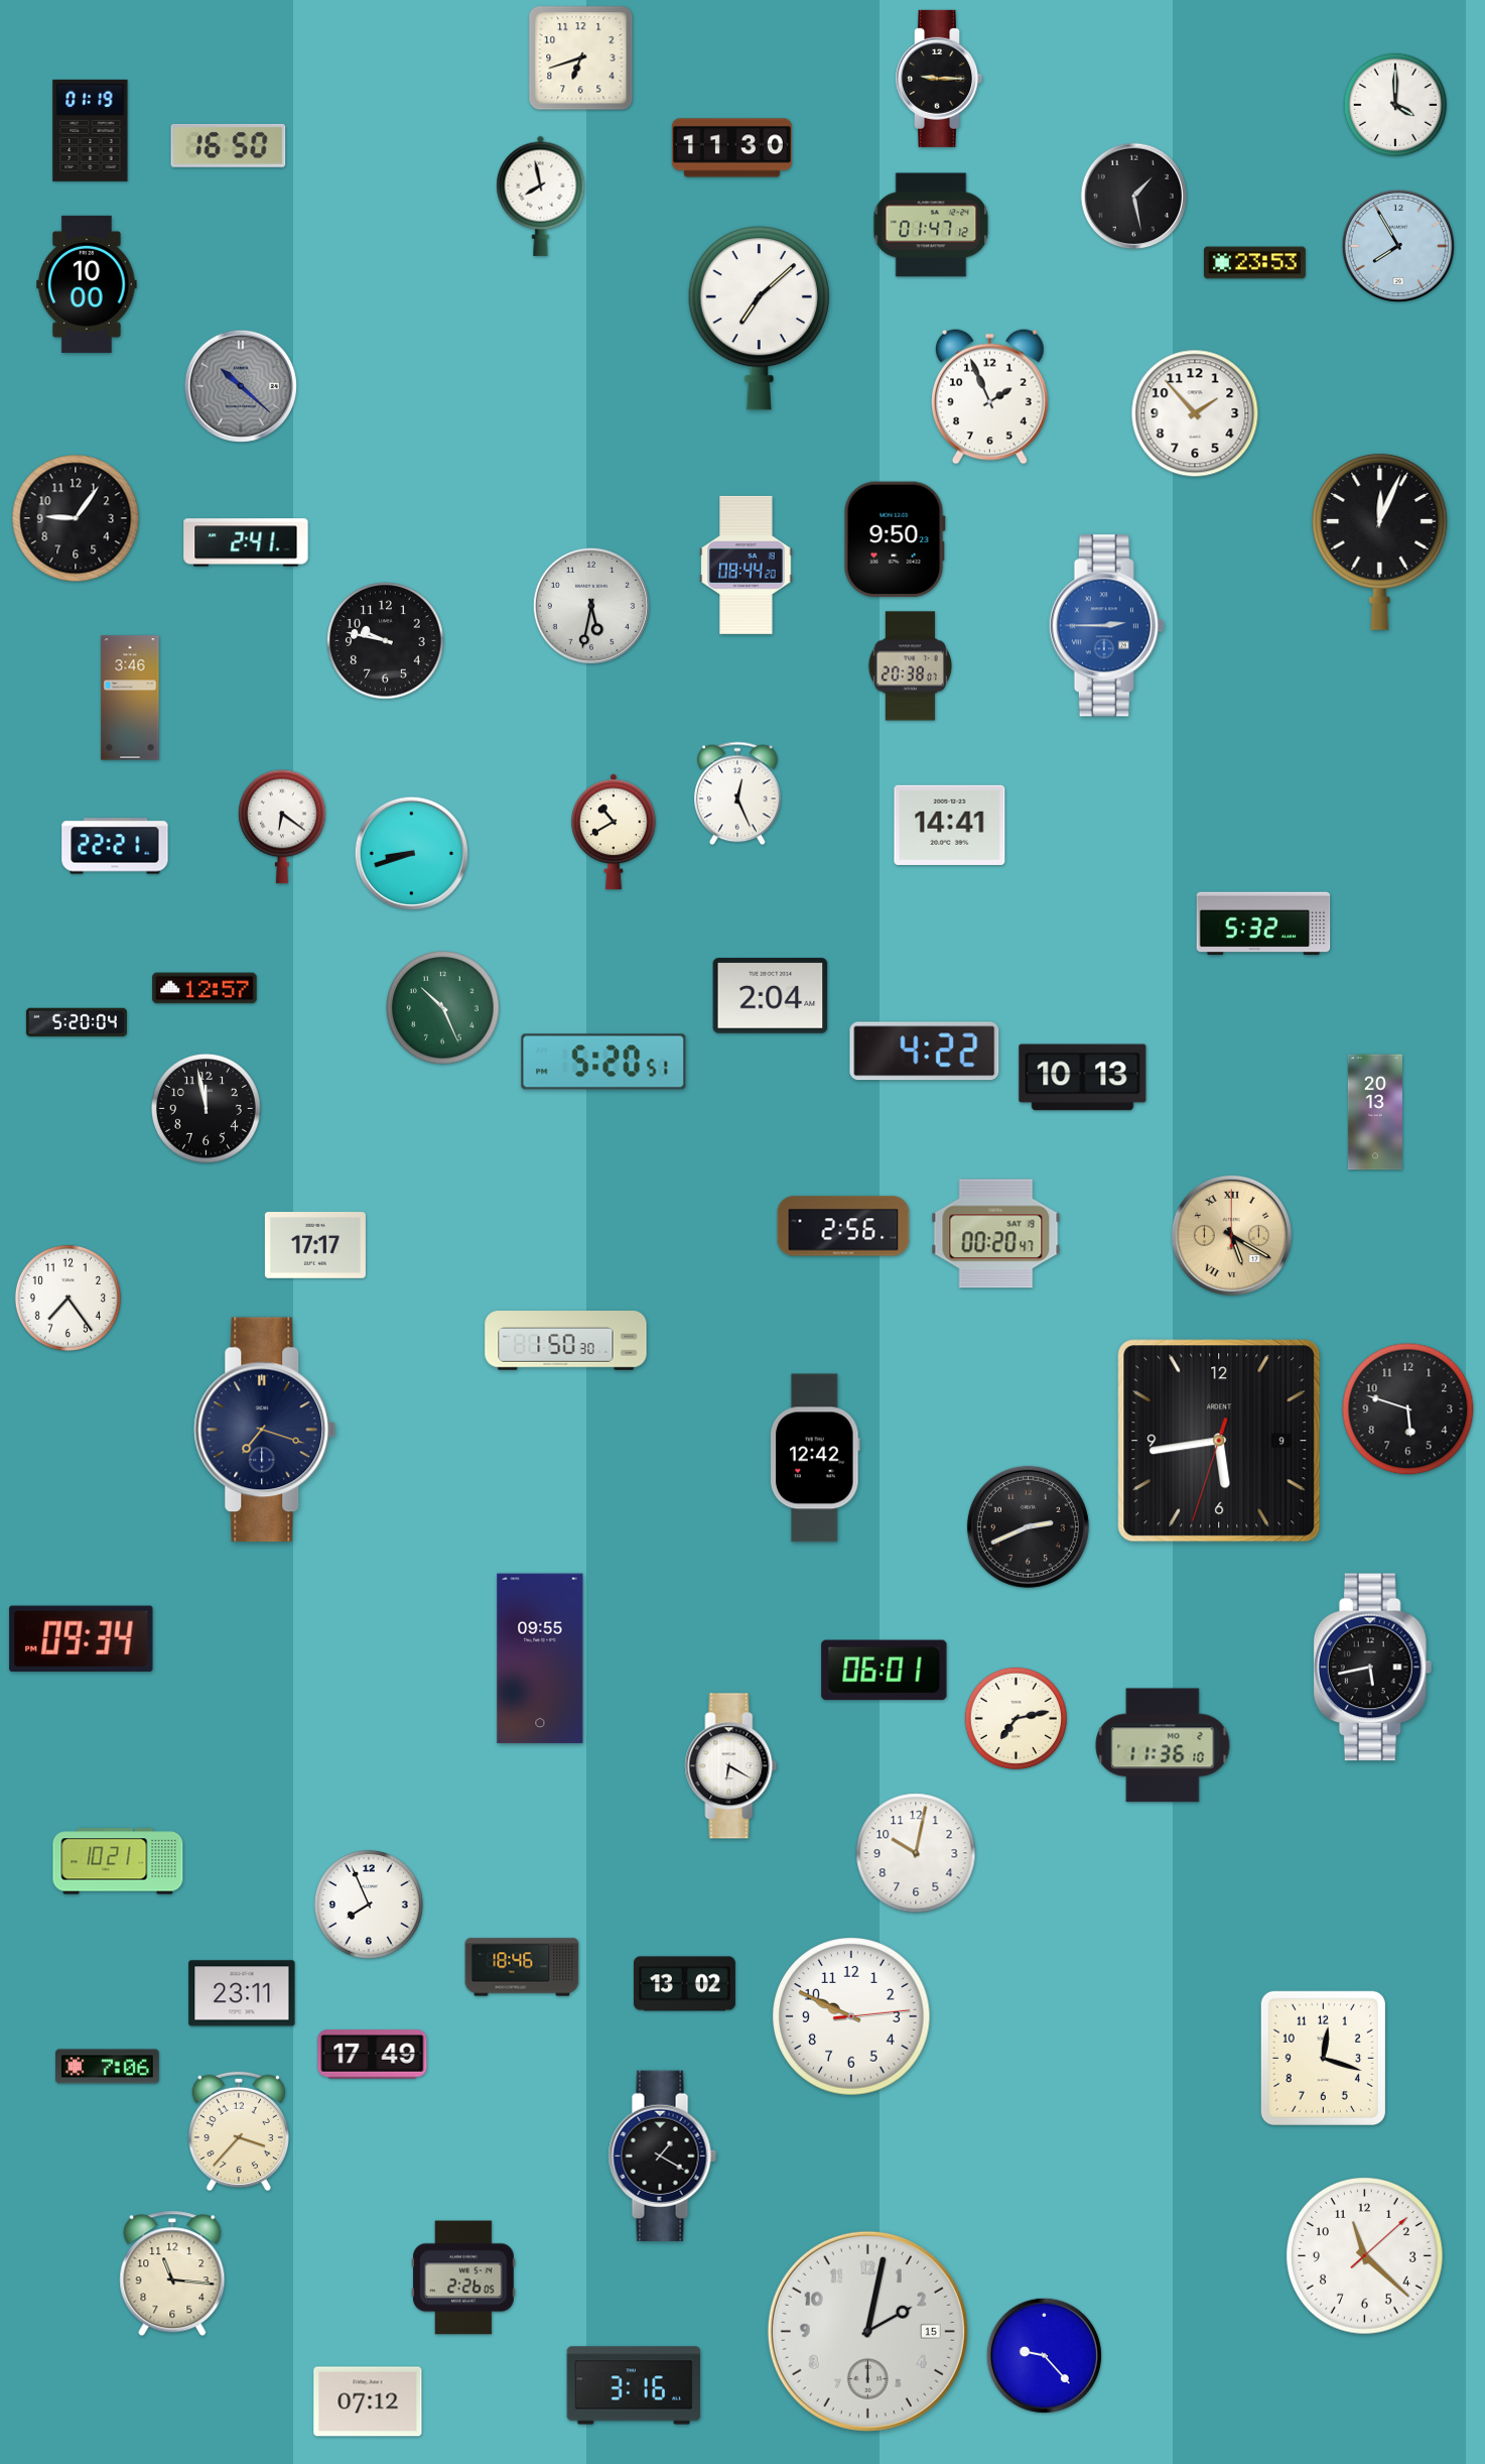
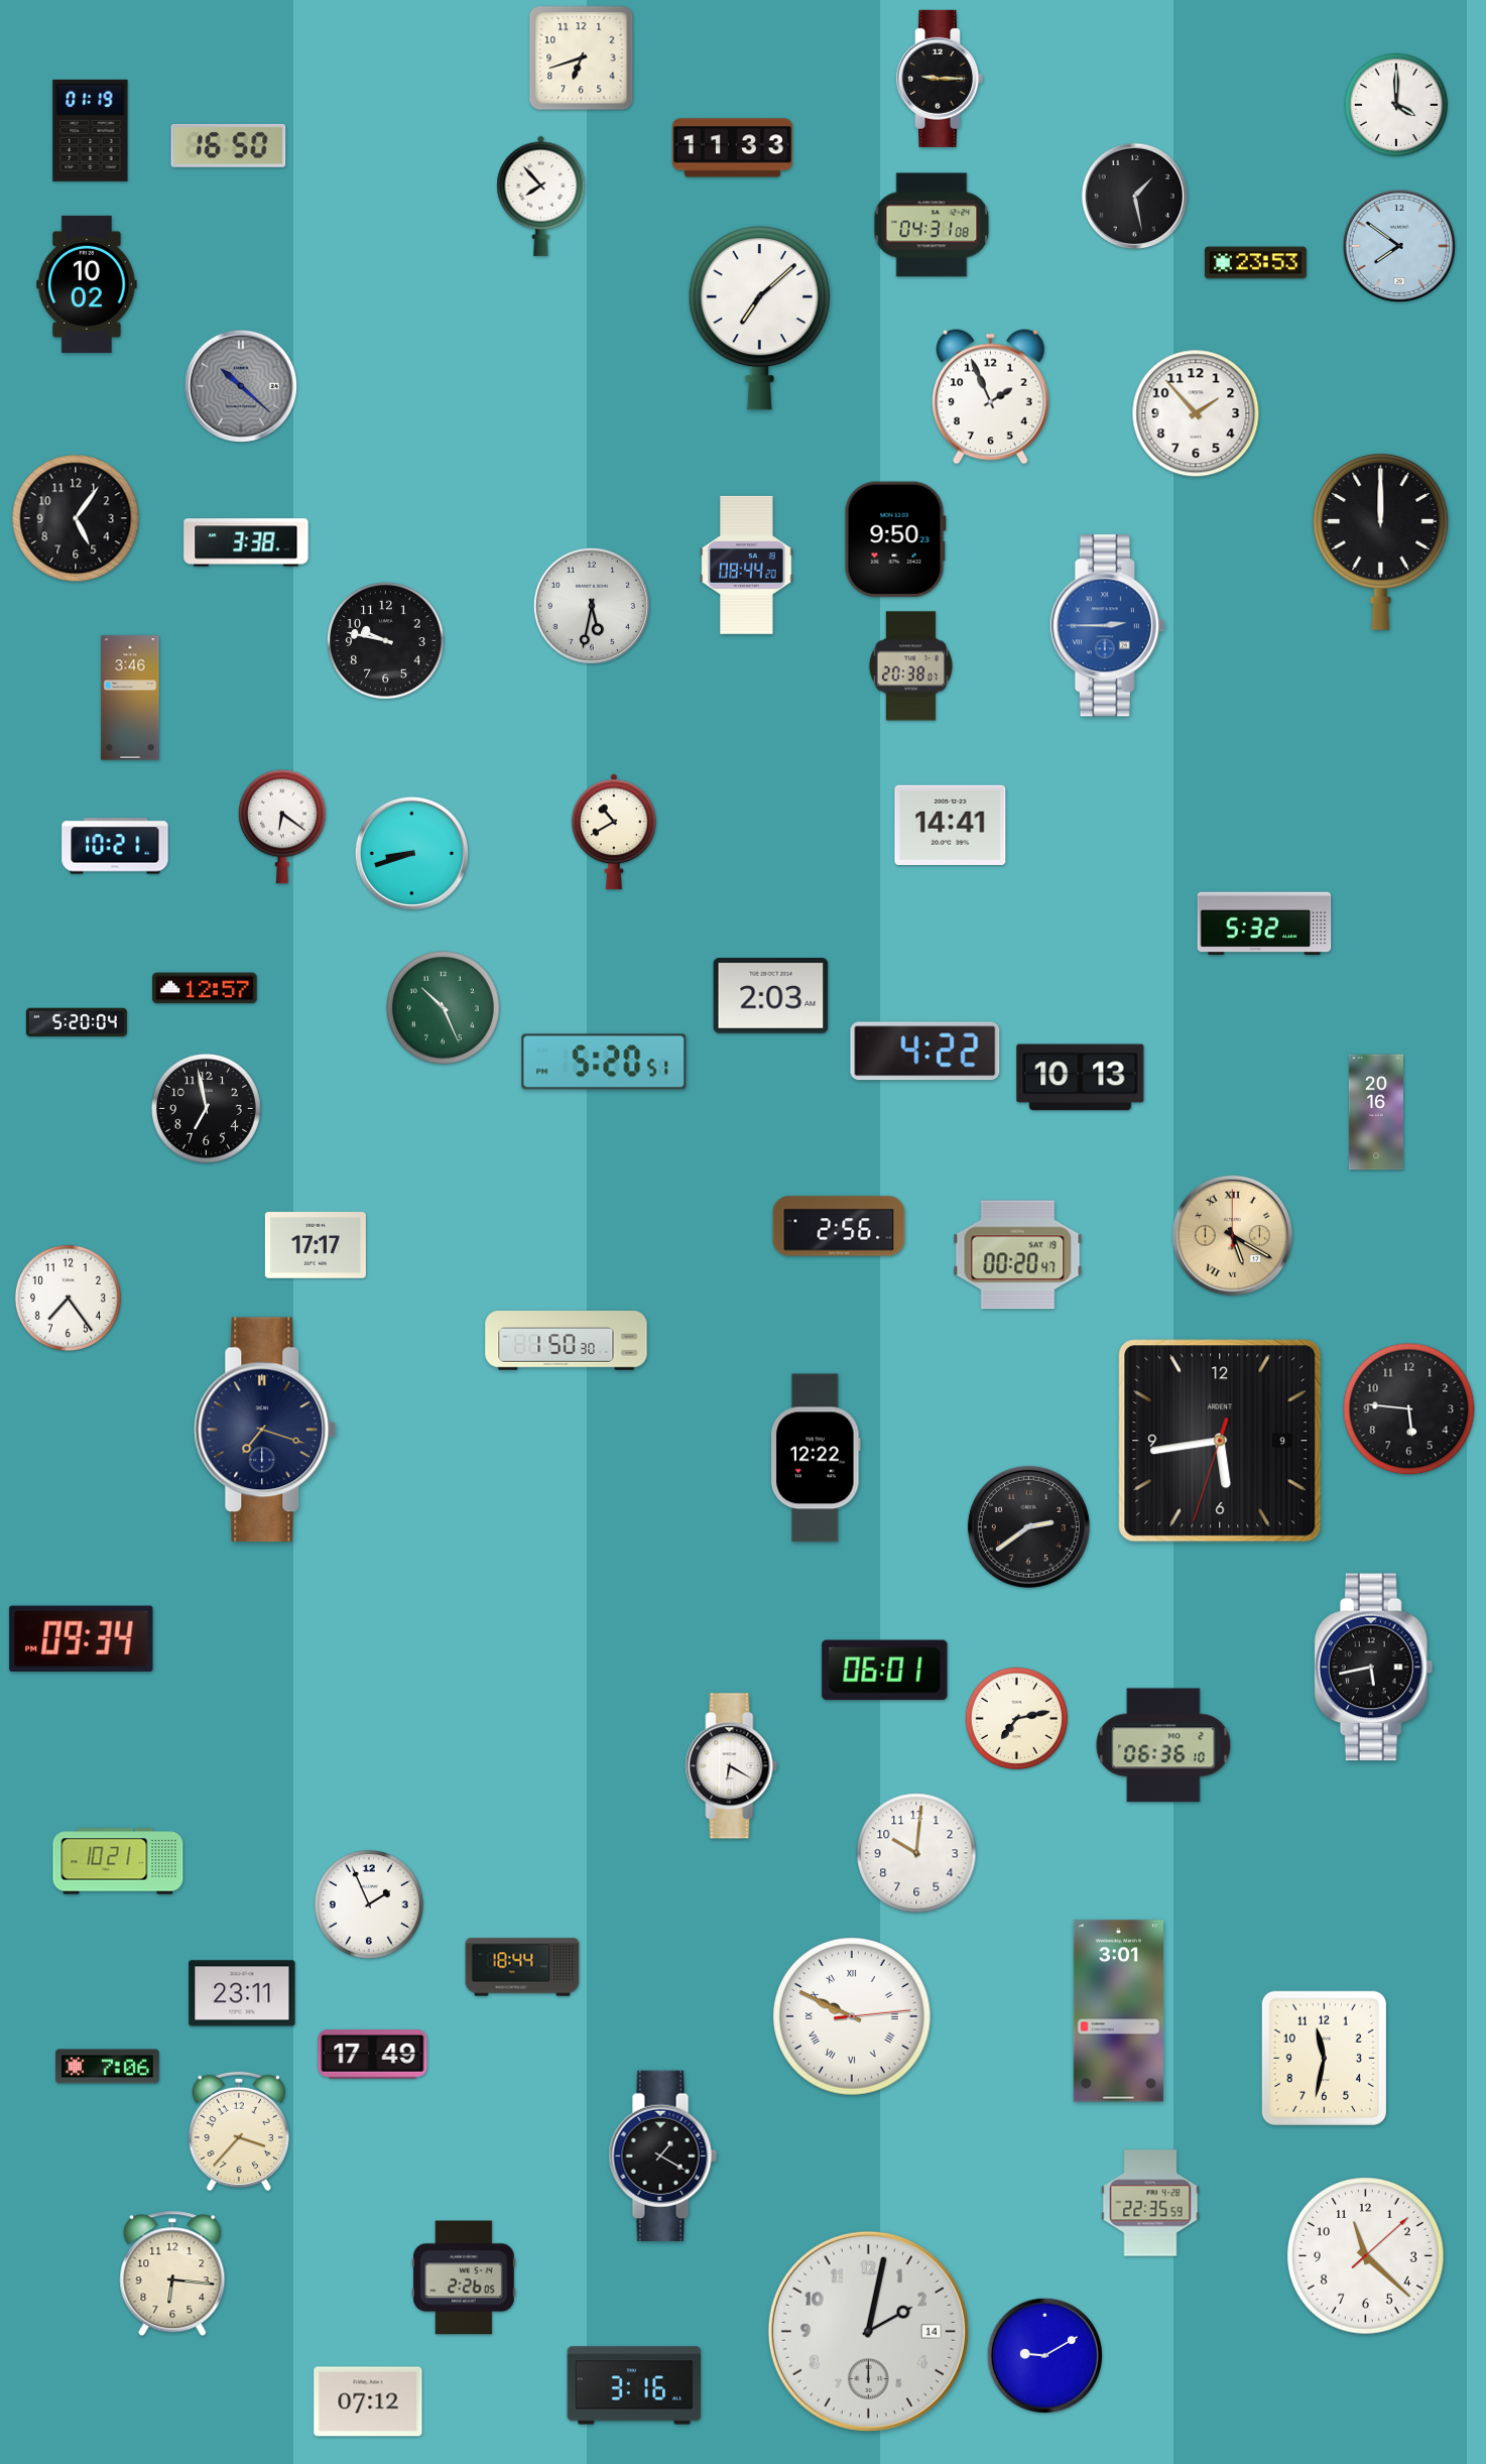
clock at (731, 148): 11:30 -> 11:33
clock at (541, 196): 7:58 -> 7:53
clock at (931, 225): 01:47 -> 04:31
clock at (1398, 246): 7:55 -> 7:51
clock at (87, 284): 10:00 -> 10:02
clock at (76, 518): 9:06 -> 5:06
clock at (1380, 541): 12:04 -> 12:00
clock at (246, 542): 2:41 -> 3:38
clock at (738, 793): 12:26 -> none
clock at (115, 846): 22:21 -> 10:21
clock at (771, 996): 2:04 -> 2:03
clock at (1083, 1078) position: (1083, 1078) -> (1081, 1078)
clock at (206, 1108): 11:58 -> 6:58
clock at (1375, 1112): 20:13 -> 20:16
clock at (843, 1226) position: (843, 1226) -> (839, 1226)
clock at (996, 1234) position: (996, 1234) -> (1018, 1255)
clock at (1408, 1409): 5:48 -> 5:46
clock at (816, 1458): 12:42 -> 12:22
clock at (1028, 1526): 2:41 -> 2:39
clock at (540, 1658): 09:55 -> none
clock at (1163, 1745): 11:36 -> 06:36
clock at (916, 1853): 10:02 -> 10:01
clock at (369, 1904): 7:56 -> 1:56
clock at (522, 1967): 18:46 -> 18:44
clock at (684, 1984): 13:02 -> none
clock at (1118, 2011): none -> 3:01
clock at (851, 2016) numerals: Arabic -> Roman
clock at (1323, 2058): 12:18 -> 11:32
clock at (1150, 2203): none -> 22:35
clock at (172, 2273): 11:16 -> 6:16
clock at (867, 2331) date: 15 -> 14
clock at (1044, 2355): 9:23 -> 9:10
